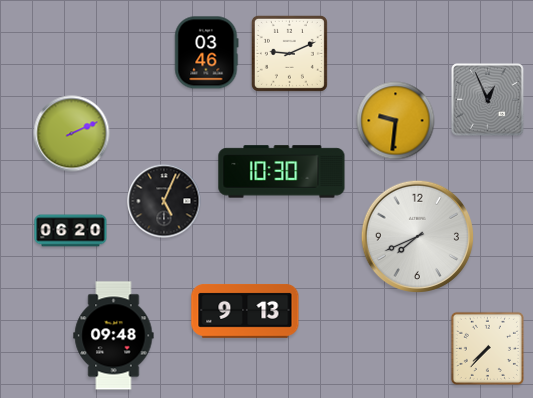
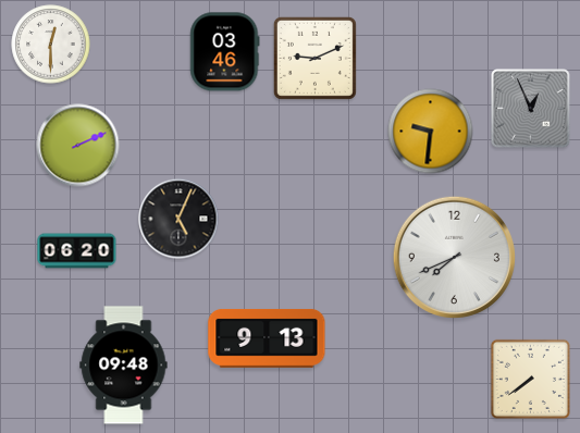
clock at (51, 45): none -> 12:30
clock at (207, 53) position: (207, 53) -> (225, 52)
clock at (282, 172): 10:30 -> none
clock at (487, 348): 7:37 -> 7:39
